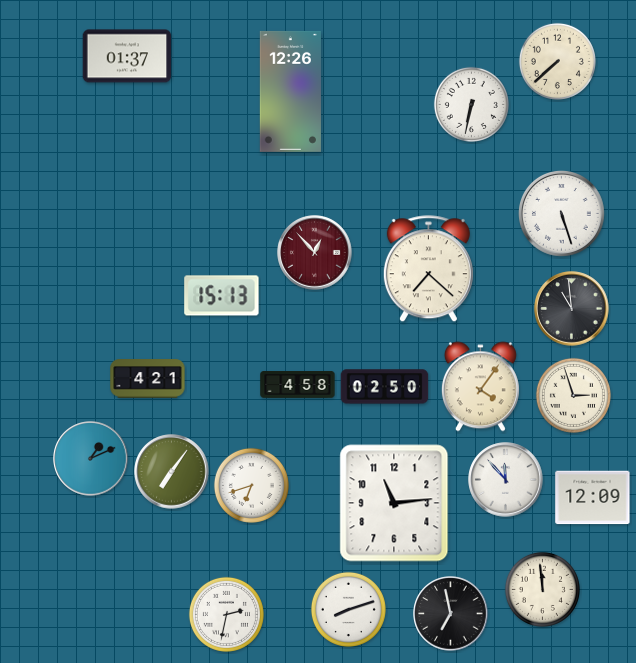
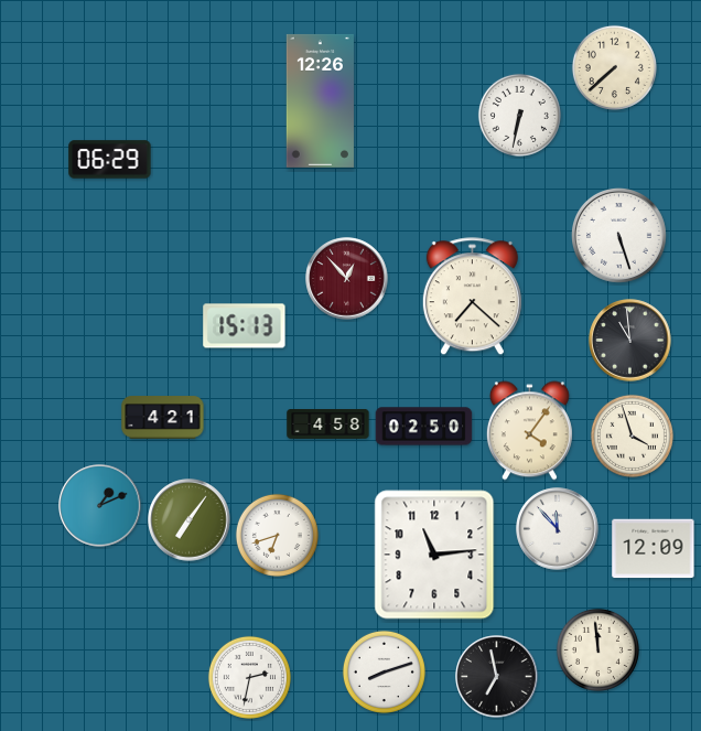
clock at (127, 56): 01:37 -> none
clock at (110, 160): none -> 06:29
clock at (480, 387) position: (480, 387) -> (529, 431)
clock at (573, 395): 2:57 -> 3:57
